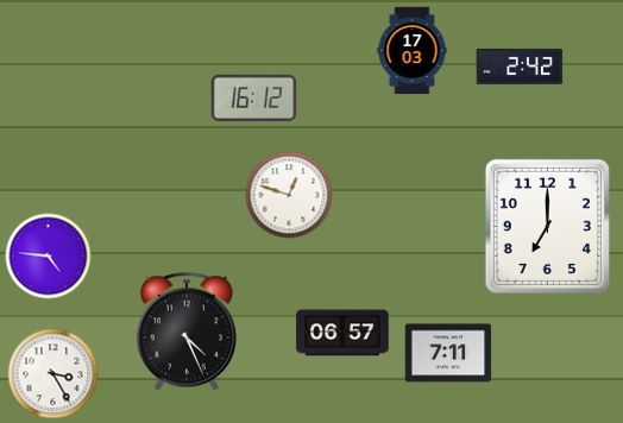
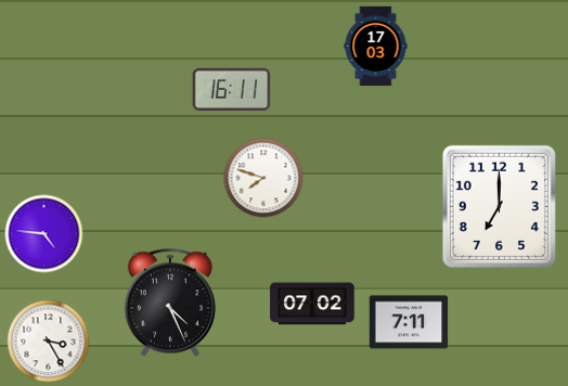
clock at (520, 67): 2:42 -> none
clock at (254, 97): 16:12 -> 16:11
clock at (289, 195): 12:48 -> 7:48
clock at (342, 333): 06:57 -> 07:02
